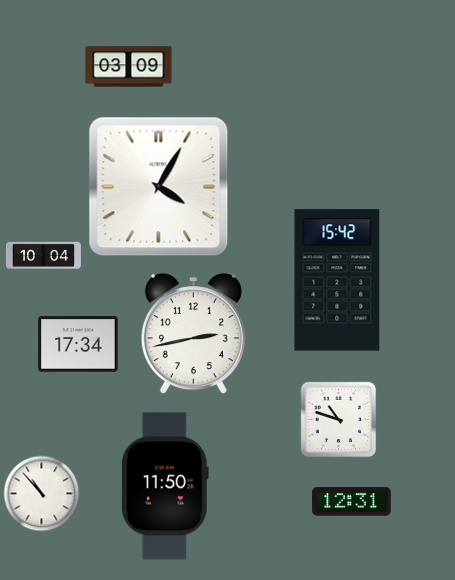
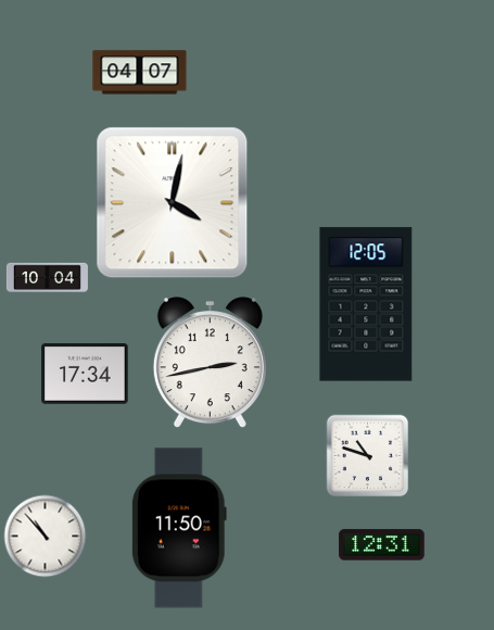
clock at (129, 67): 03:09 -> 04:07
clock at (159, 187): 4:05 -> 4:02
clock at (337, 280): 15:42 -> 12:05
